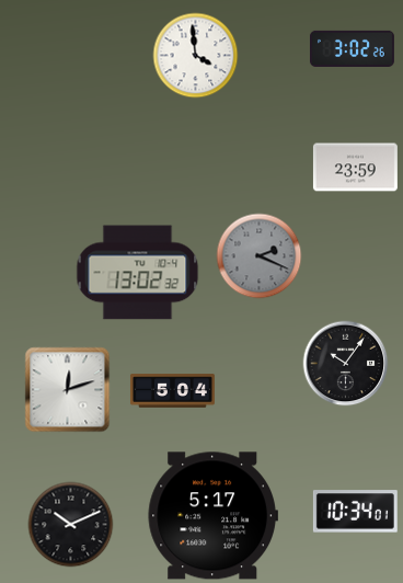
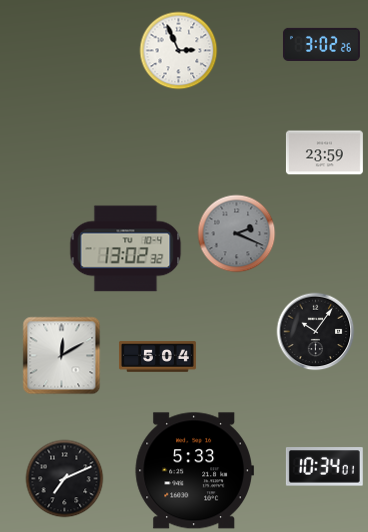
clock at (195, 55): 3:59 -> 2:56
clock at (67, 389): 12:12 -> 12:10
clock at (212, 516): 5:17 -> 5:33
clock at (70, 524): 10:11 -> 7:11
